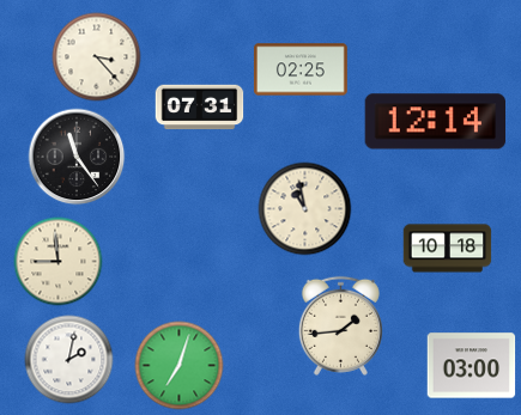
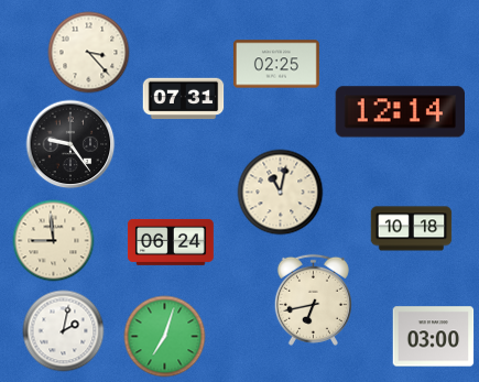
clock at (77, 157): 11:24 -> 9:24
clock at (305, 209): 10:58 -> 11:02
clock at (171, 242): none -> 06:24
clock at (340, 325): 1:44 -> 6:43
